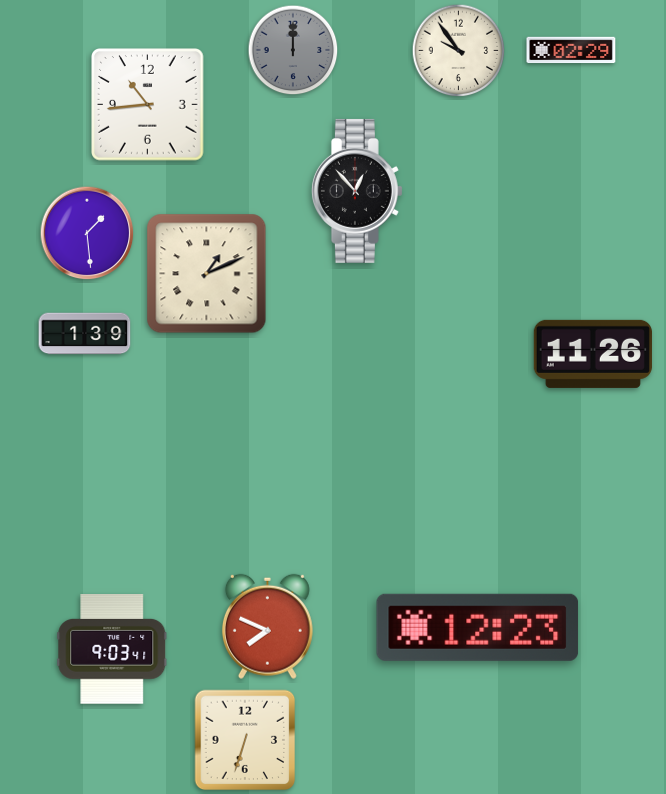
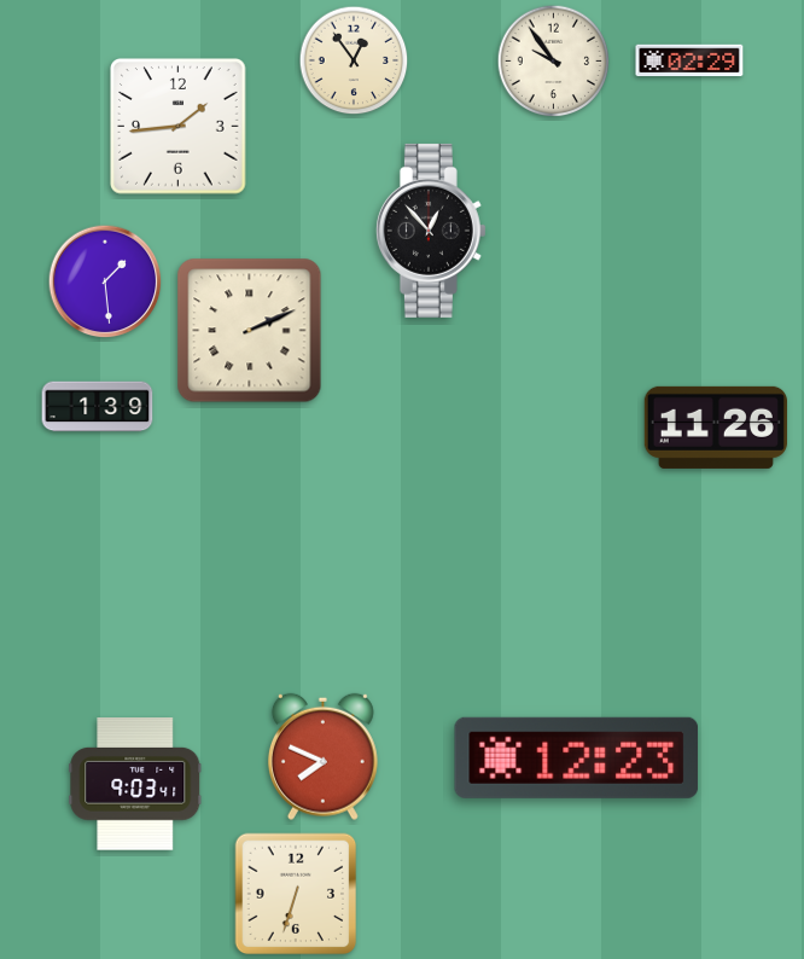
clock at (293, 50): 12:00 -> 12:54
clock at (293, 50) dial: grey -> cream
clock at (148, 105): 10:44 -> 1:44
clock at (207, 274): 1:11 -> 2:11
clock at (85, 334) position: (85, 334) -> (98, 407)
